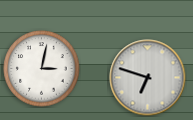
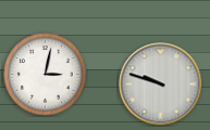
clock at (148, 78): 6:48 -> 9:48
